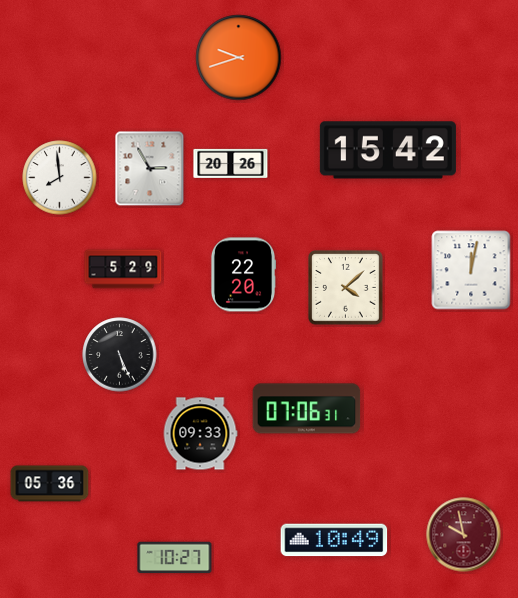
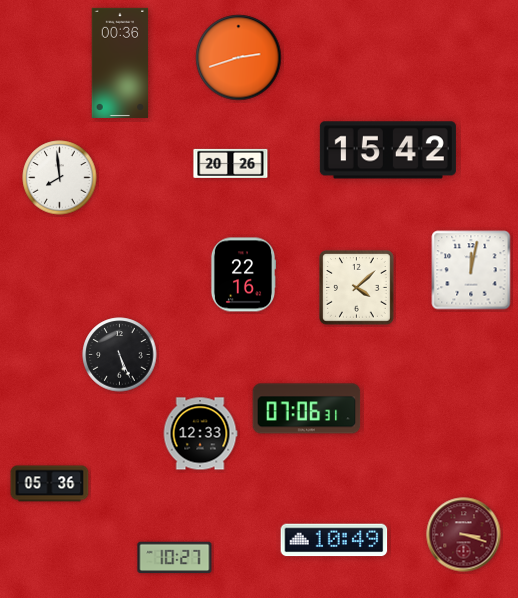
clock at (239, 58): 9:42 -> 2:42
clock at (120, 63): none -> 00:36
clock at (150, 169): 2:55 -> none
clock at (123, 269): 5:29 -> none
clock at (242, 275): 22:20 -> 22:16
clock at (346, 288) position: (346, 288) -> (357, 288)
clock at (200, 434): 09:33 -> 12:33
clock at (464, 535): 9:58 -> 3:18
